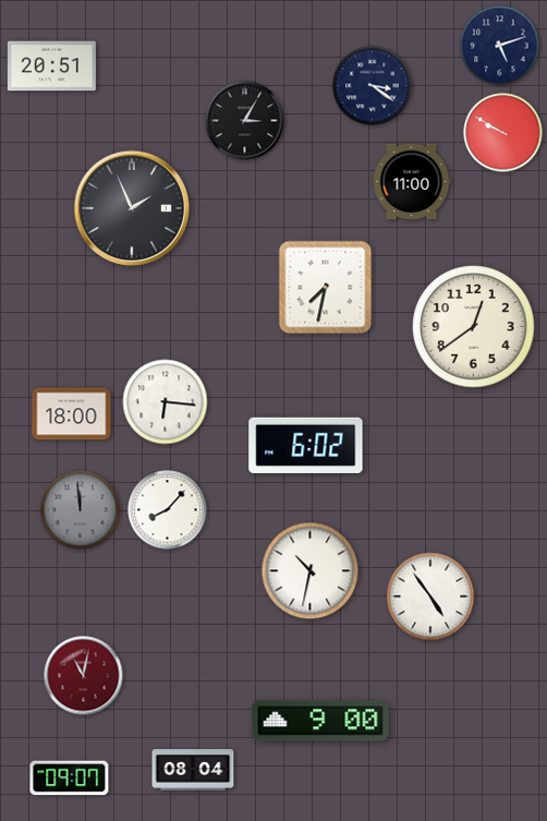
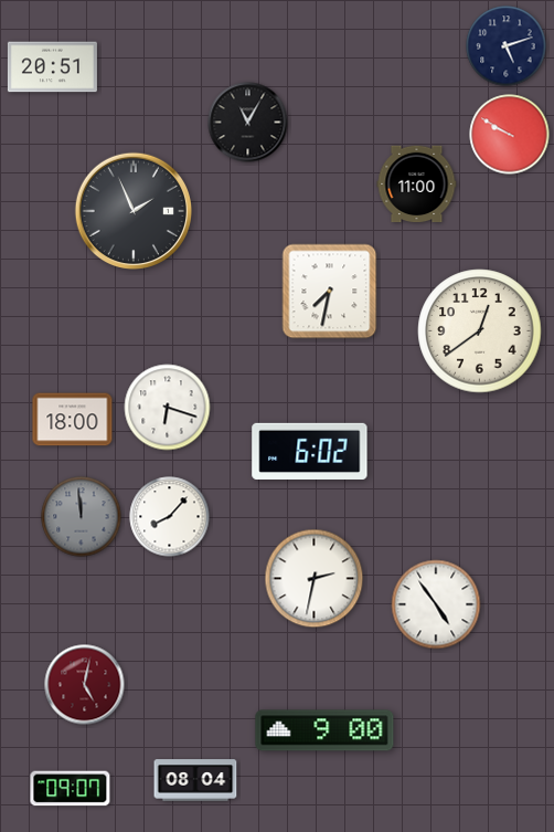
clock at (373, 86): 3:21 -> none
clock at (245, 121): 3:05 -> 11:05
clock at (166, 402): 6:16 -> 6:18
clock at (311, 571): 10:32 -> 2:32
clock at (84, 676): 11:02 -> 5:02
